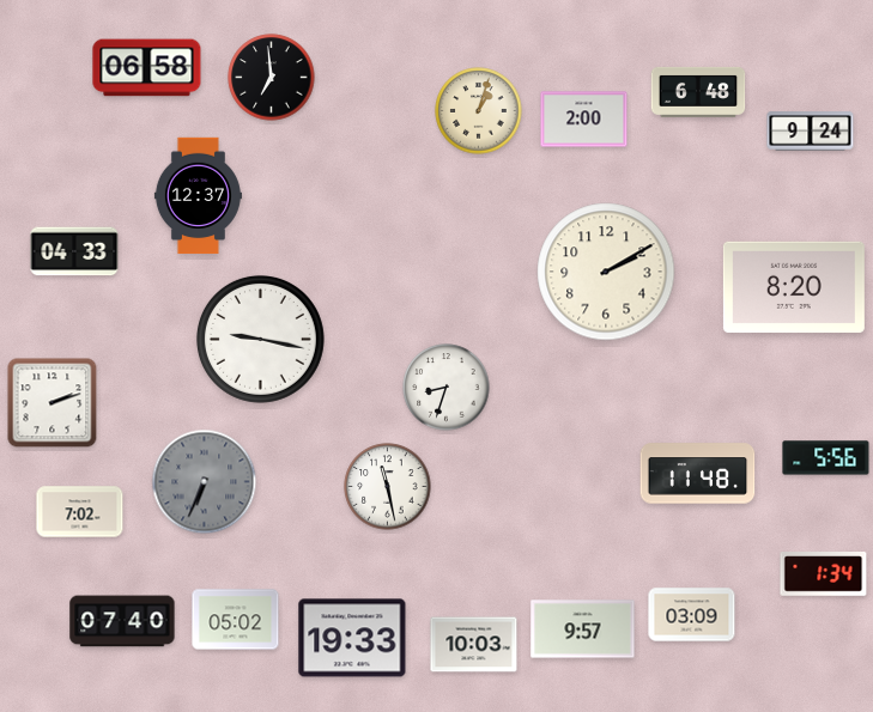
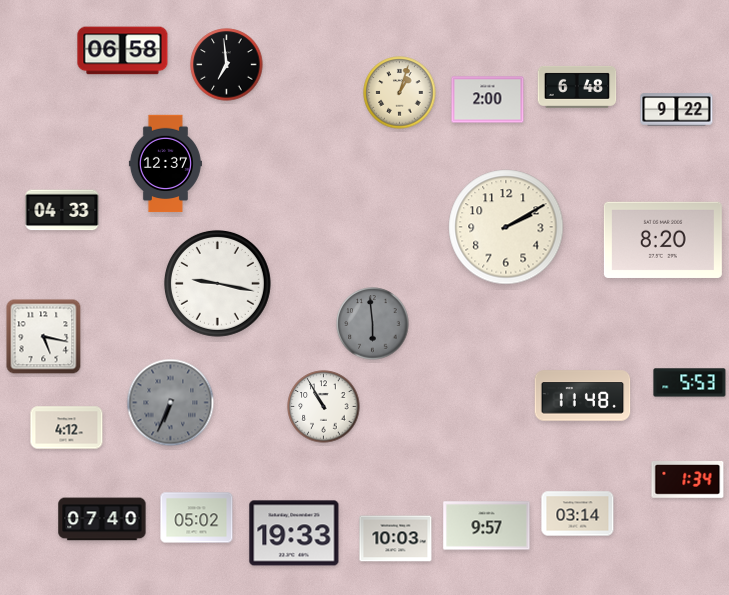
clock at (147, 68) position: (147, 68) -> (123, 51)
clock at (698, 92) position: (698, 92) -> (577, 87)
clock at (811, 132): 9:24 -> 9:22
clock at (447, 388): 8:33 -> 5:59
clock at (447, 388) dial: white -> grey
clock at (53, 403): 2:12 -> 5:17
clock at (826, 458): 5:56 -> 5:53
clock at (388, 487): 11:28 -> 10:55
clock at (80, 512): 7:02 -> 4:12
clock at (692, 615): 03:09 -> 03:14
